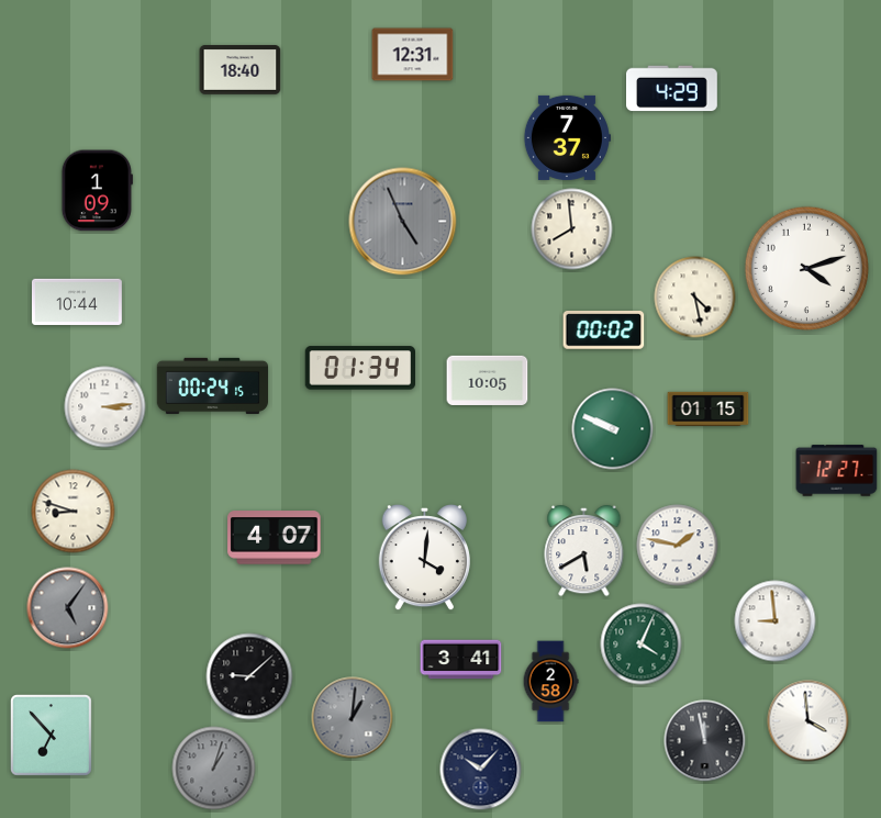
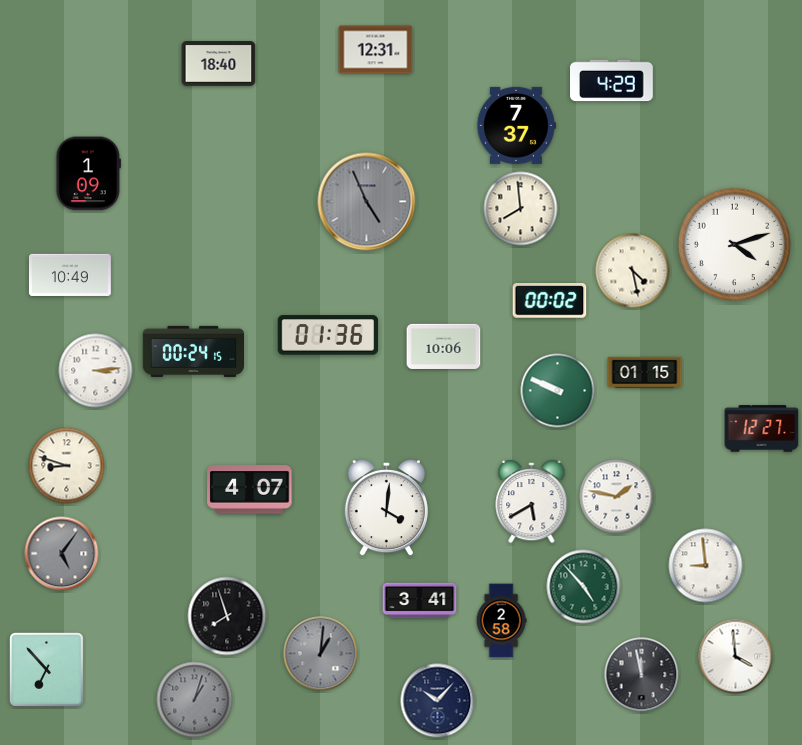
clock at (77, 302): 10:44 -> 10:49
clock at (360, 368): 01:34 -> 01:36
clock at (488, 380): 10:05 -> 10:06
clock at (642, 645): 4:04 -> 4:53
clock at (249, 676): 9:08 -> 7:57
